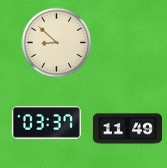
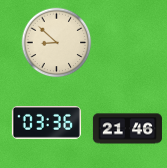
clock at (46, 123): 03:37 -> 03:36
clock at (127, 129): 11:49 -> 21:46
